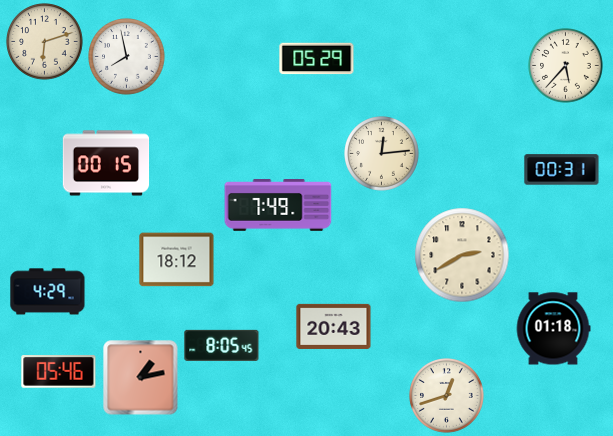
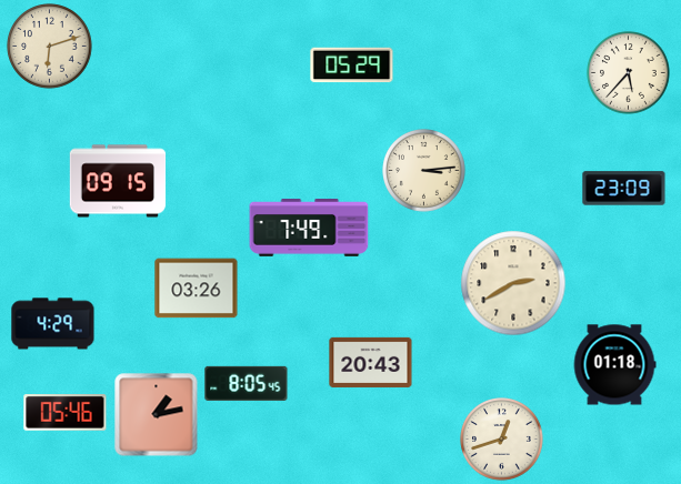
clock at (127, 57): 7:58 -> none
clock at (382, 154): 12:14 -> 3:14
clock at (106, 163): 00:15 -> 09:15
clock at (562, 170): 00:31 -> 23:09
clock at (177, 260): 18:12 -> 03:26
clock at (141, 378) position: (141, 378) -> (157, 415)
clock at (447, 396) position: (447, 396) -> (502, 440)
